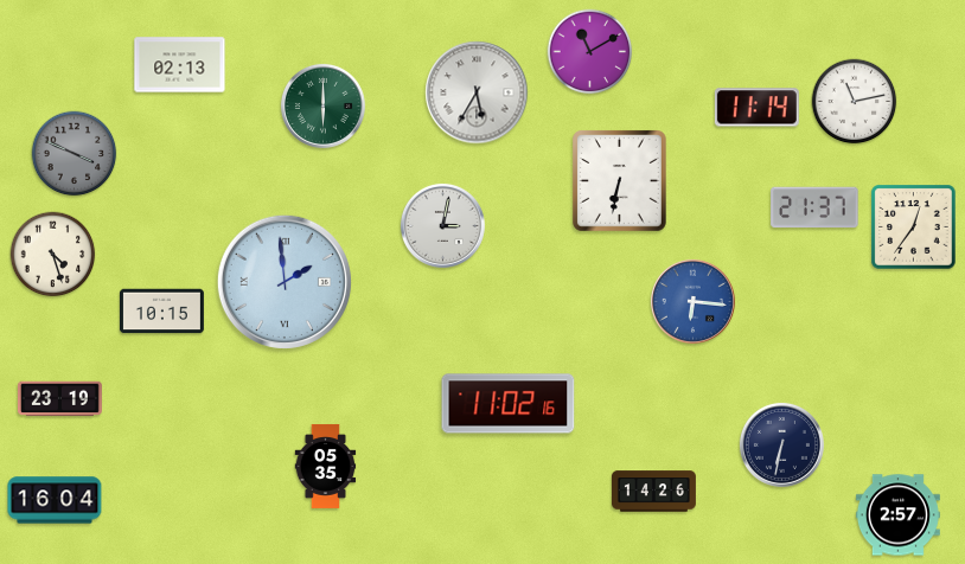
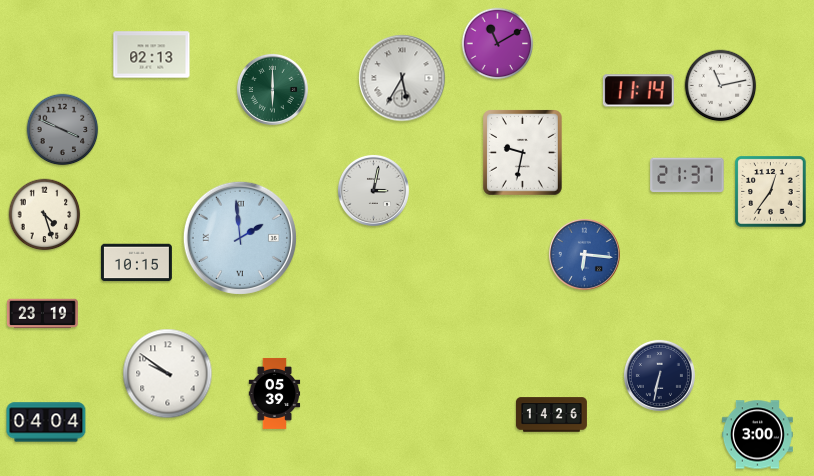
clock at (620, 181): 6:32 -> 9:32
clock at (59, 399) position: (59, 399) -> (42, 314)
clock at (509, 404): 11:02 -> none
clock at (168, 374): none -> 9:51
clock at (326, 466): 05:35 -> 05:39
clock at (55, 500): 16:04 -> 04:04
clock at (897, 515): 2:57 -> 3:00
